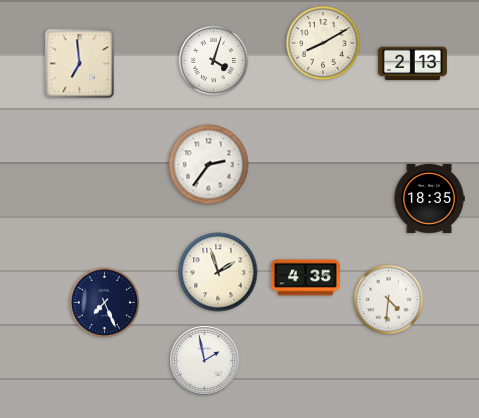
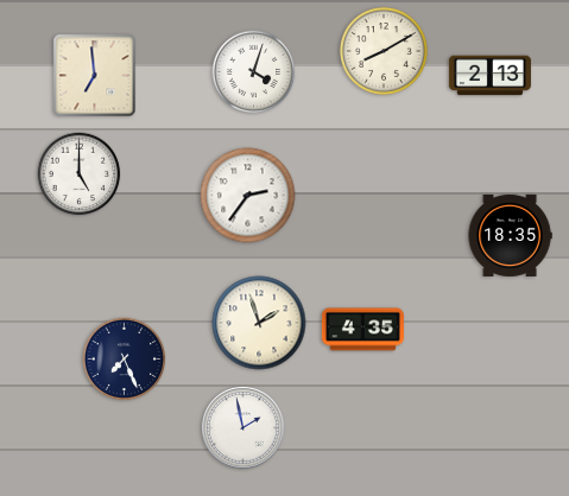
clock at (80, 174): none -> 5:00
clock at (389, 300): 4:31 -> none
